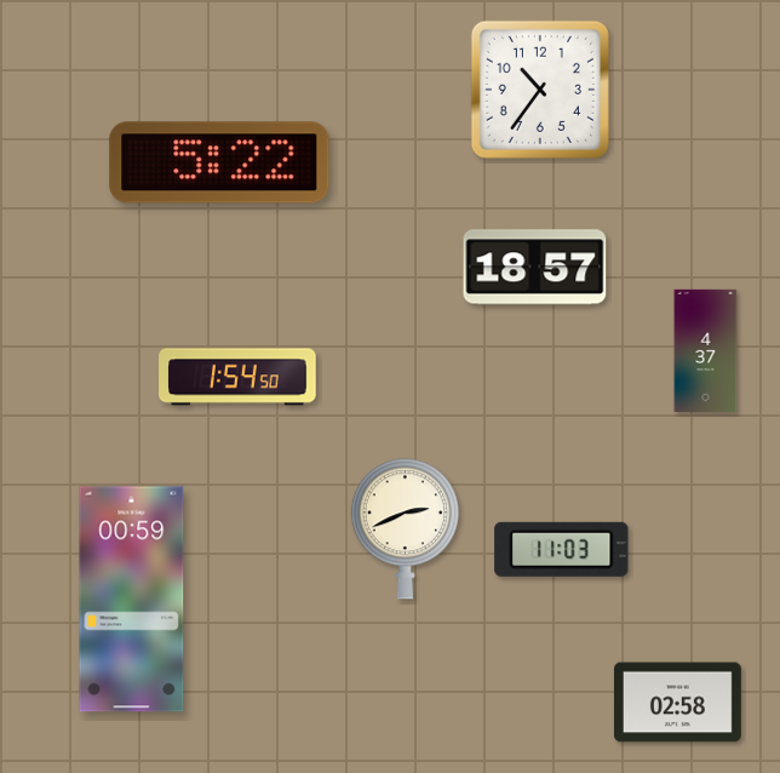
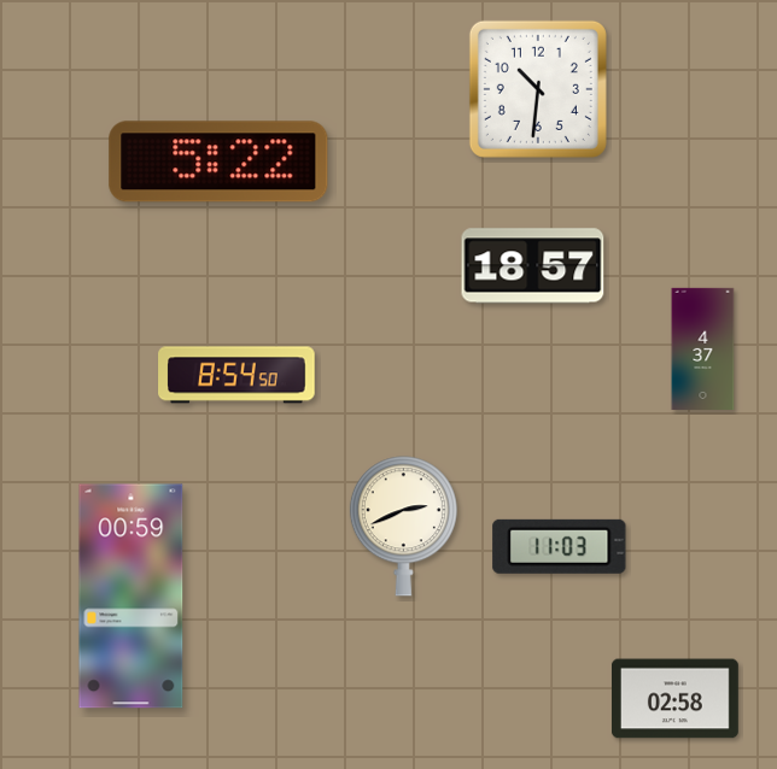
clock at (540, 90): 10:36 -> 10:31
clock at (237, 377): 1:54 -> 8:54
